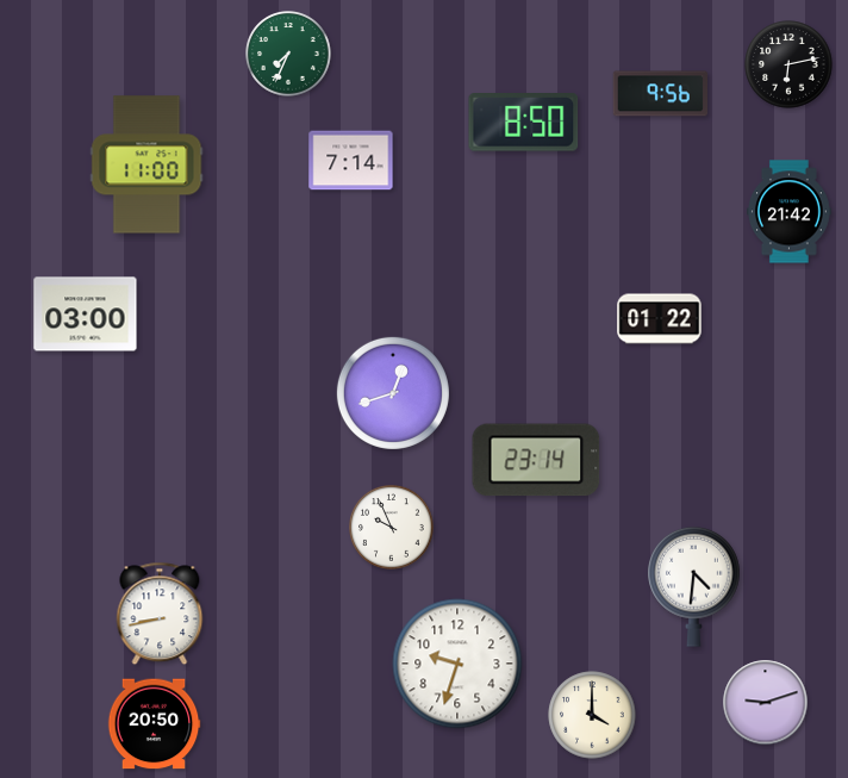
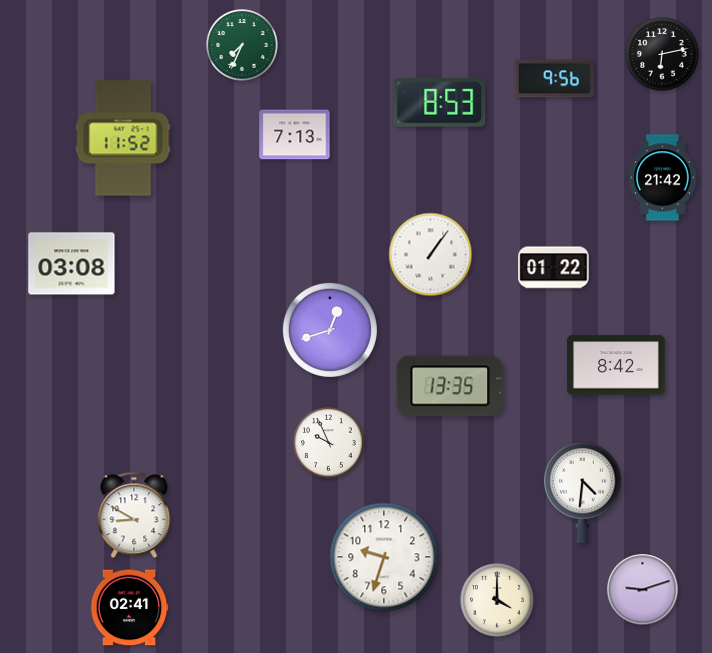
clock at (524, 123): 8:50 -> 8:53
clock at (351, 161): 7:14 -> 7:13
clock at (146, 164): 11:00 -> 11:52
clock at (431, 255): none -> 1:06
clock at (86, 315): 03:00 -> 03:08
clock at (616, 365): none -> 8:42
clock at (536, 460): 23:14 -> 13:35
clock at (160, 614): 8:43 -> 8:50
clock at (154, 724): 20:50 -> 02:41
